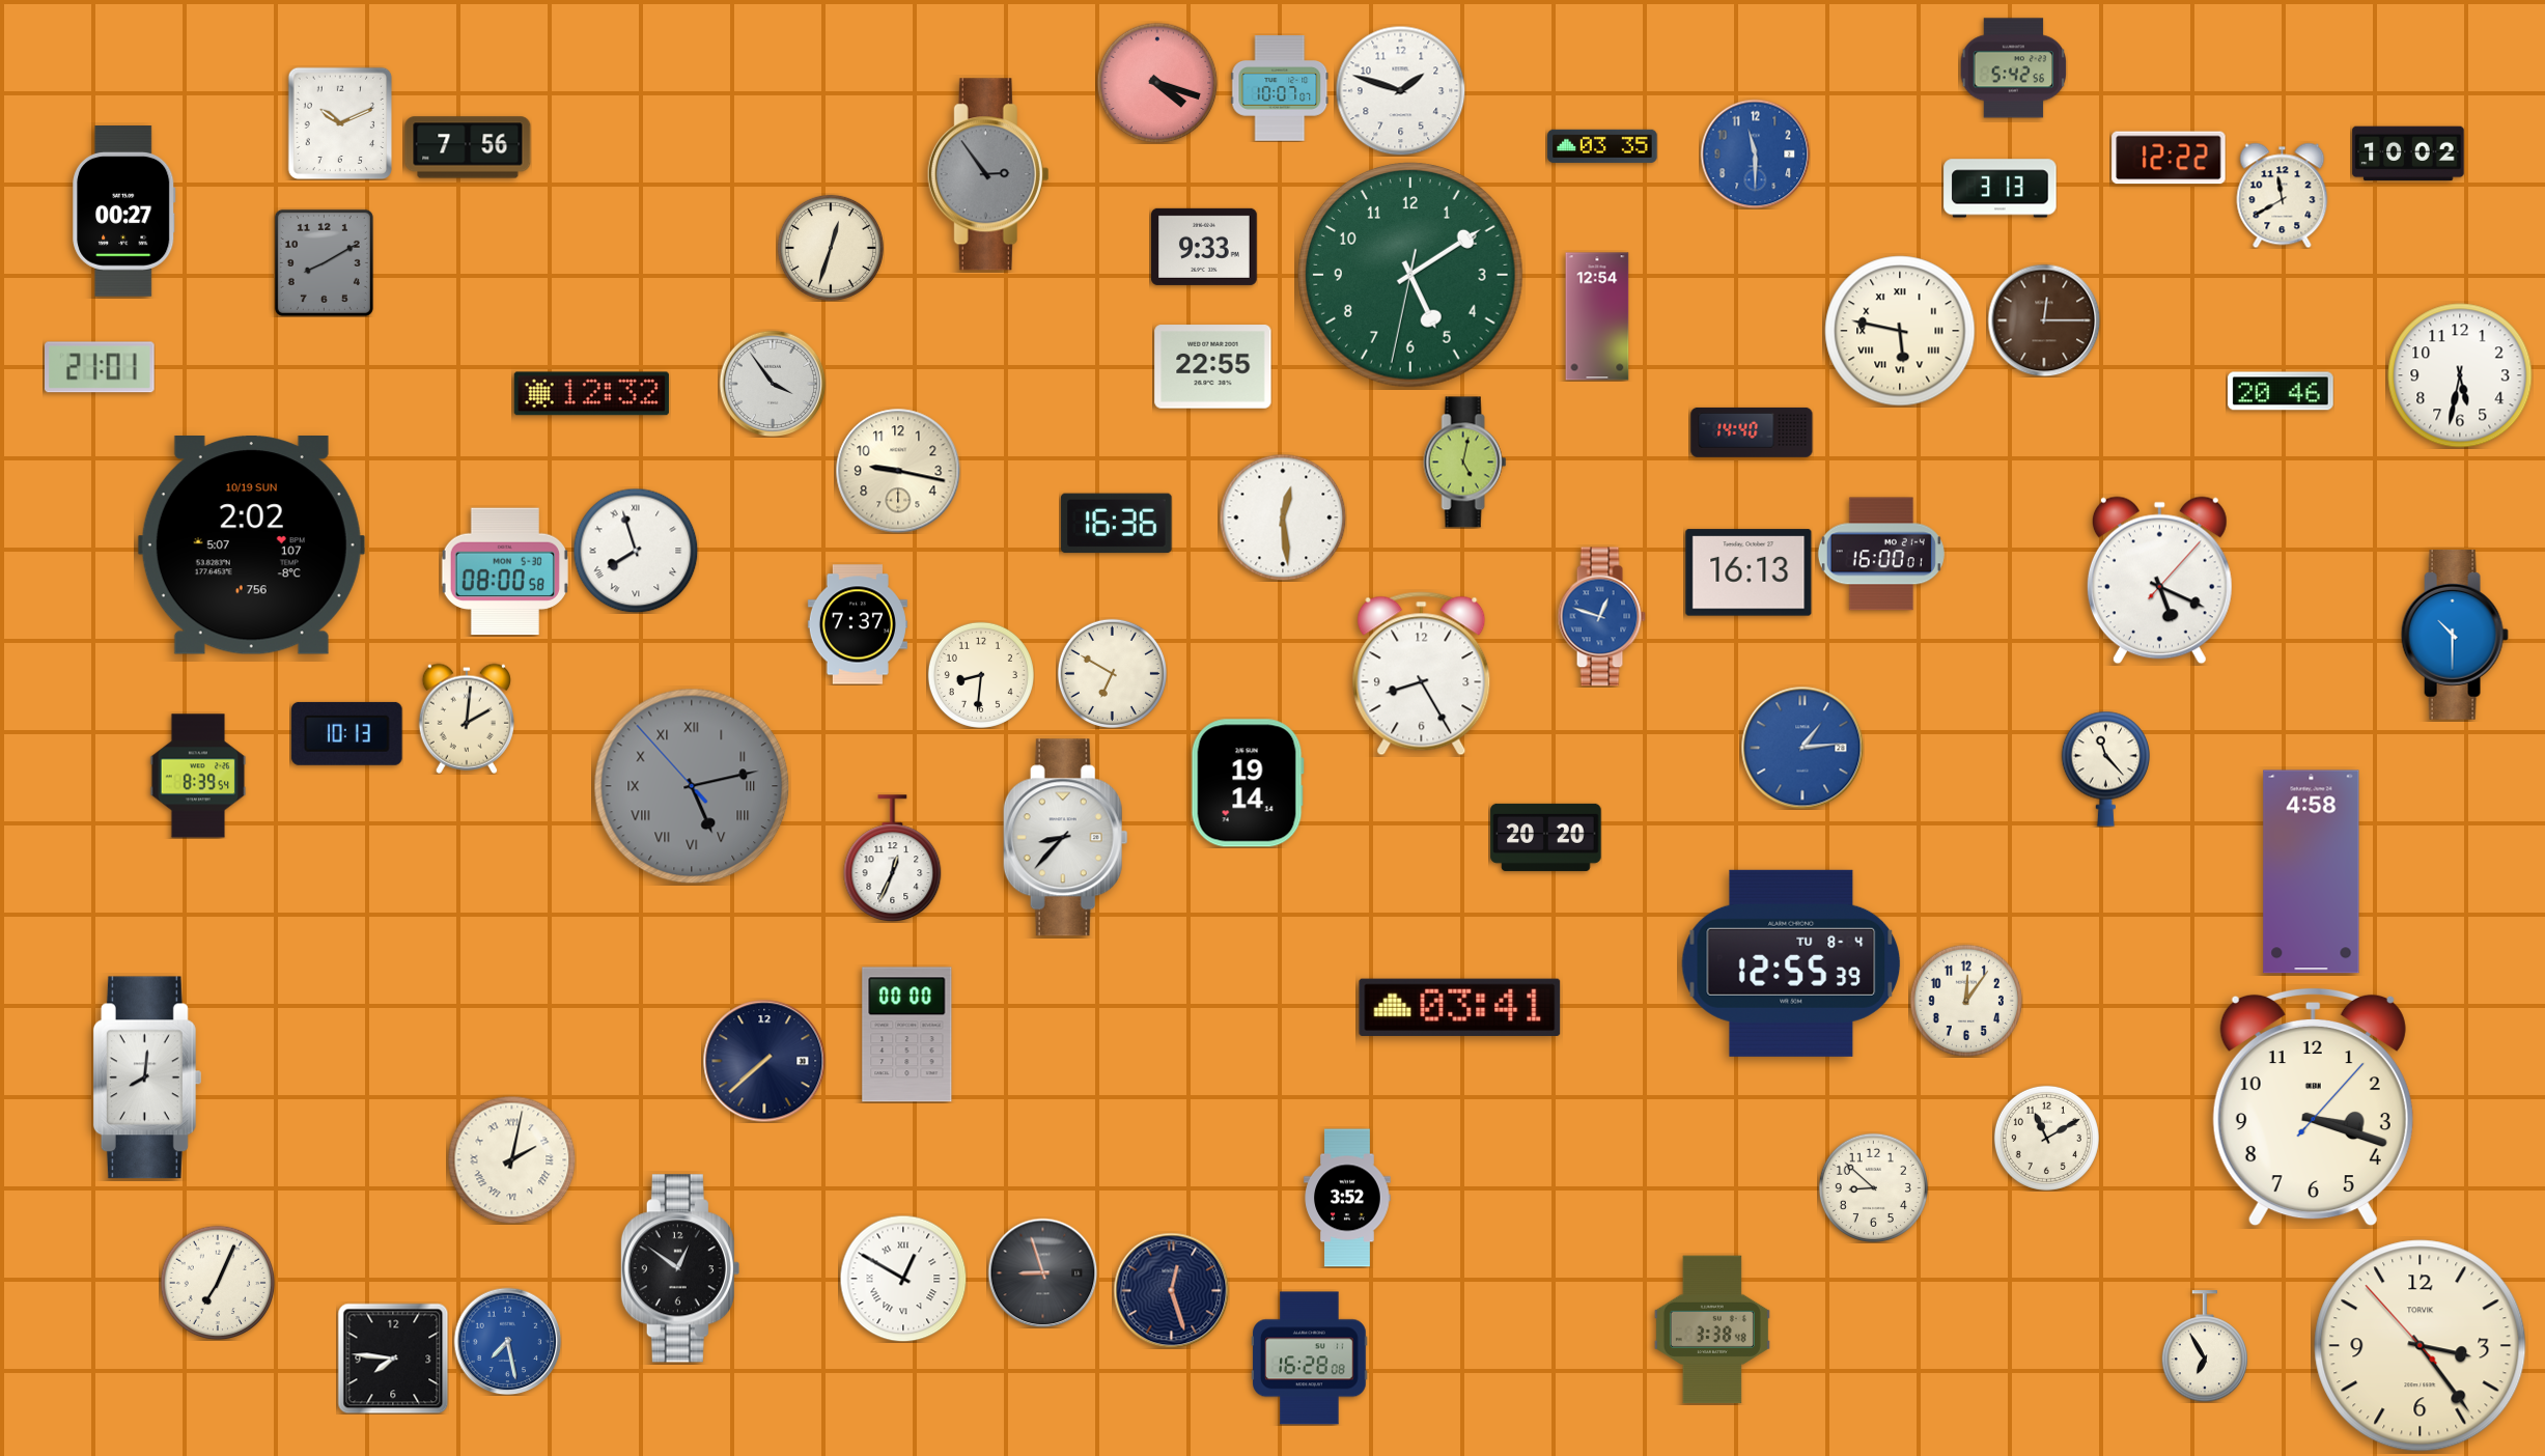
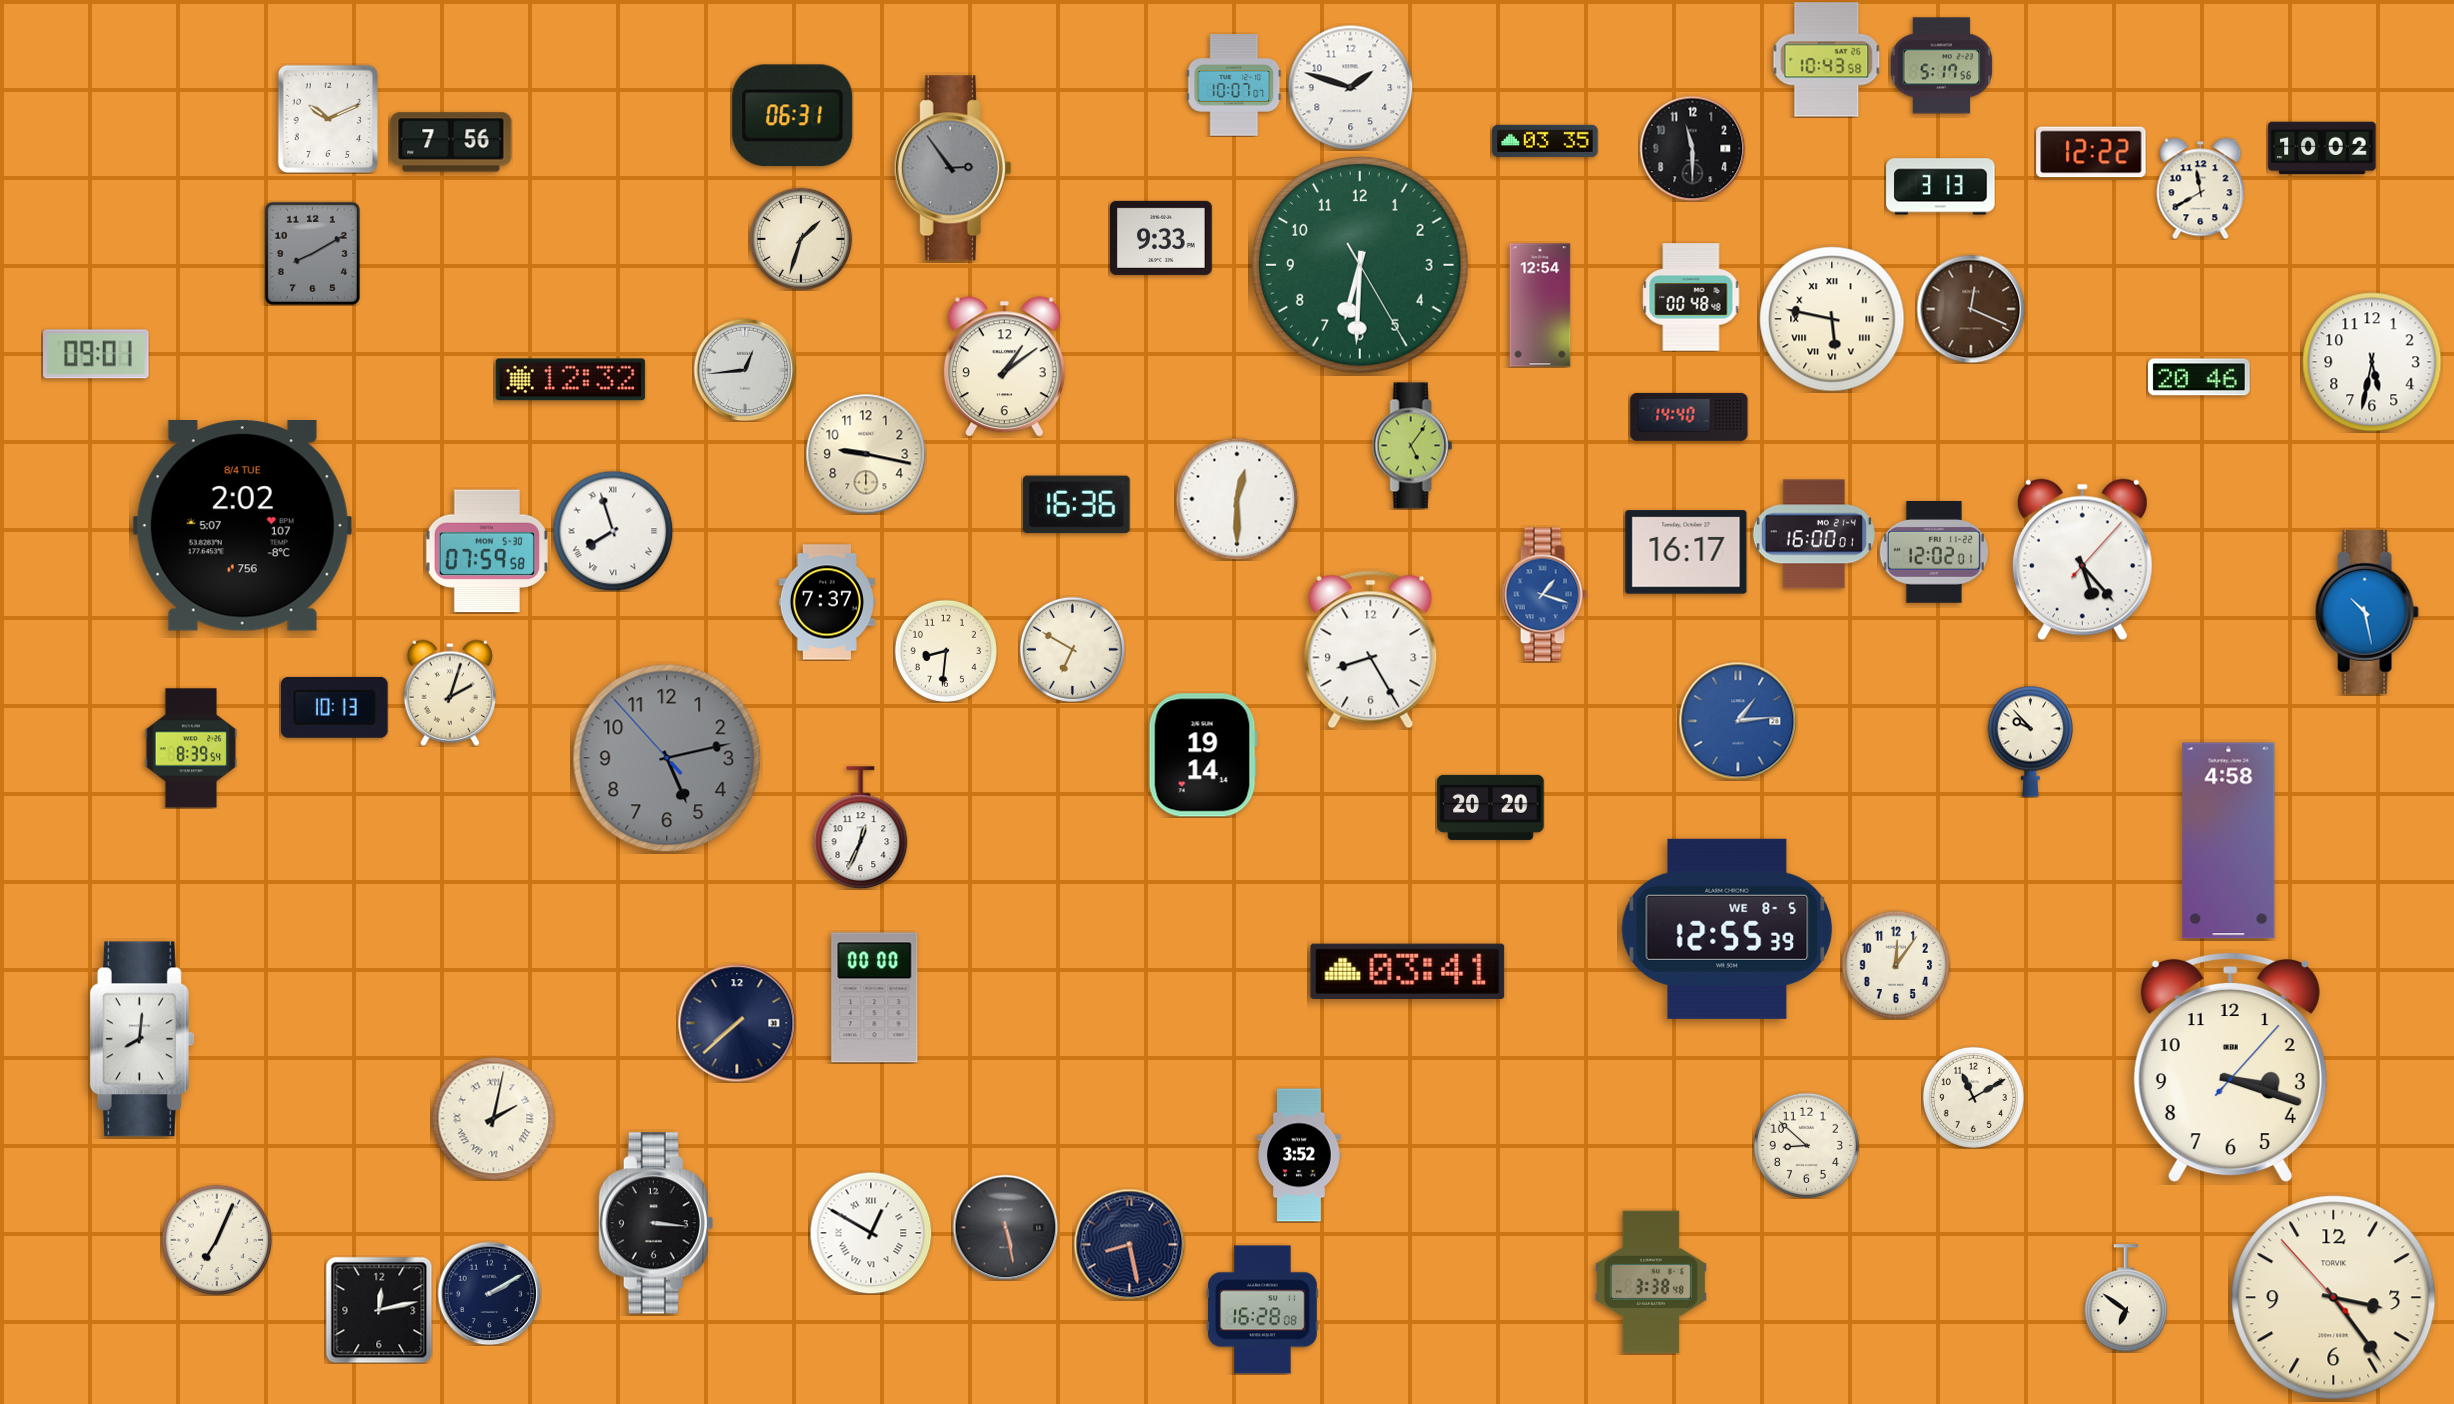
clock at (1827, 60): none -> 10:43
clock at (2013, 68): 5:42 -> 5:17
clock at (1157, 83): 4:18 -> none
clock at (793, 116): none -> 06:31
clock at (1755, 153) dial: blue -> black
clock at (2001, 189) position: (2001, 189) -> (1941, 187)
clock at (124, 212): 00:27 -> none
clock at (831, 248): 12:33 -> 1:33
clock at (1411, 276): 5:09 -> 6:30
clock at (1691, 297): none -> 00:48
clock at (2044, 320): 12:15 -> 12:19
clock at (101, 367): 21:01 -> 09:01
clock at (1213, 367): 22:55 -> none
clock at (1004, 367): none -> 1:09
clock at (773, 384): 3:54 -> 12:44
clock at (1465, 463): 5:02 -> 5:06
clock at (1283, 517): 12:29 -> 12:30
clock at (251, 545) date: 10/19 SUN -> 8/4 TUE
clock at (505, 571): 08:00 -> 07:59
clock at (1749, 572): 16:13 -> 16:17
clock at (1934, 553): none -> 12:02
clock at (2159, 581): 5:19 -> 5:23
clock at (1601, 617): 12:48 -> 1:18
clock at (2455, 635): 10:30 -> 10:28
clock at (467, 719): 2:01 -> 2:03
clock at (2105, 768): 11:23 -> 9:53
clock at (692, 786) numerals: Roman -> Arabic
clock at (1065, 838): 8:37 -> none
clock at (1791, 963) date: TU 8-4 -> WE 8-5
clock at (680, 1268): 12:51 -> 3:16
clock at (1042, 1272): 8:57 -> 5:28
clock at (218, 1283) position: (218, 1283) -> (217, 1240)
clock at (1171, 1290): 12:27 -> 8:28
clock at (507, 1341): 7:28 -> 2:10
clock at (507, 1341) dial: blue -> navy
clock at (2205, 1346): 6:55 -> 6:51
clock at (393, 1359): 7:46 -> 12:13
